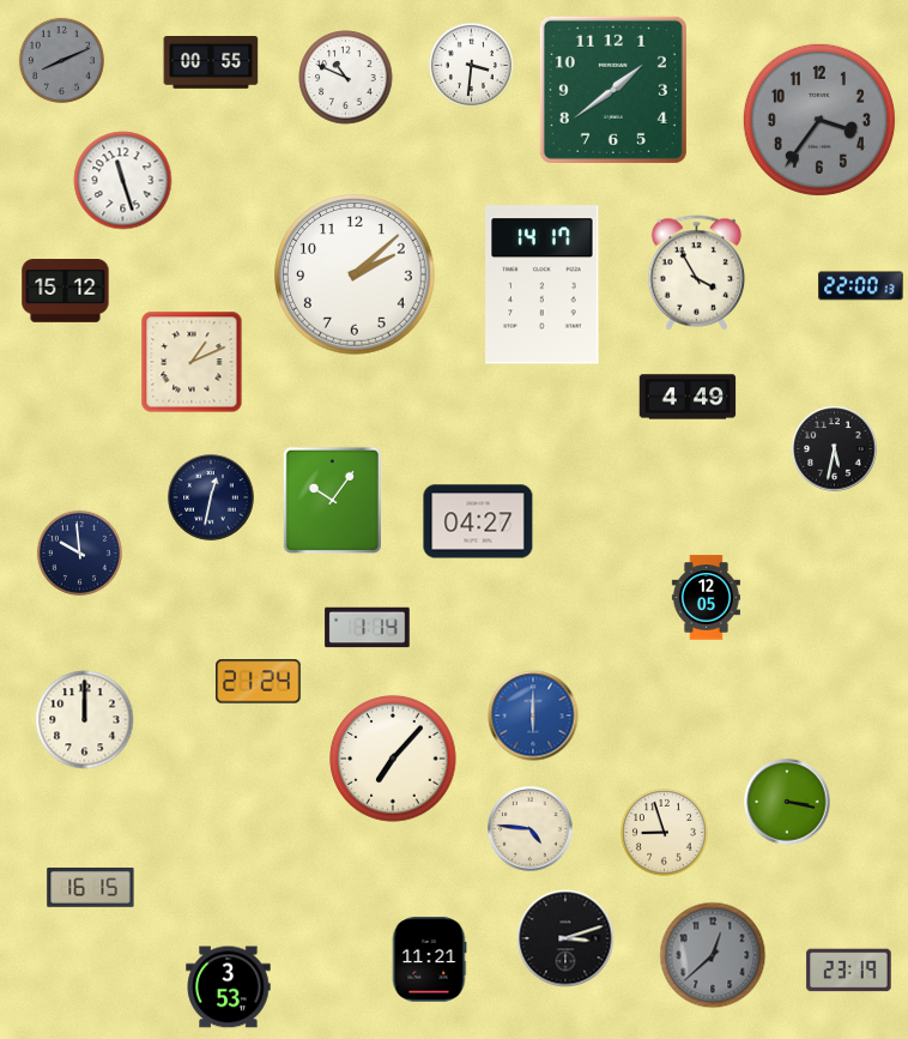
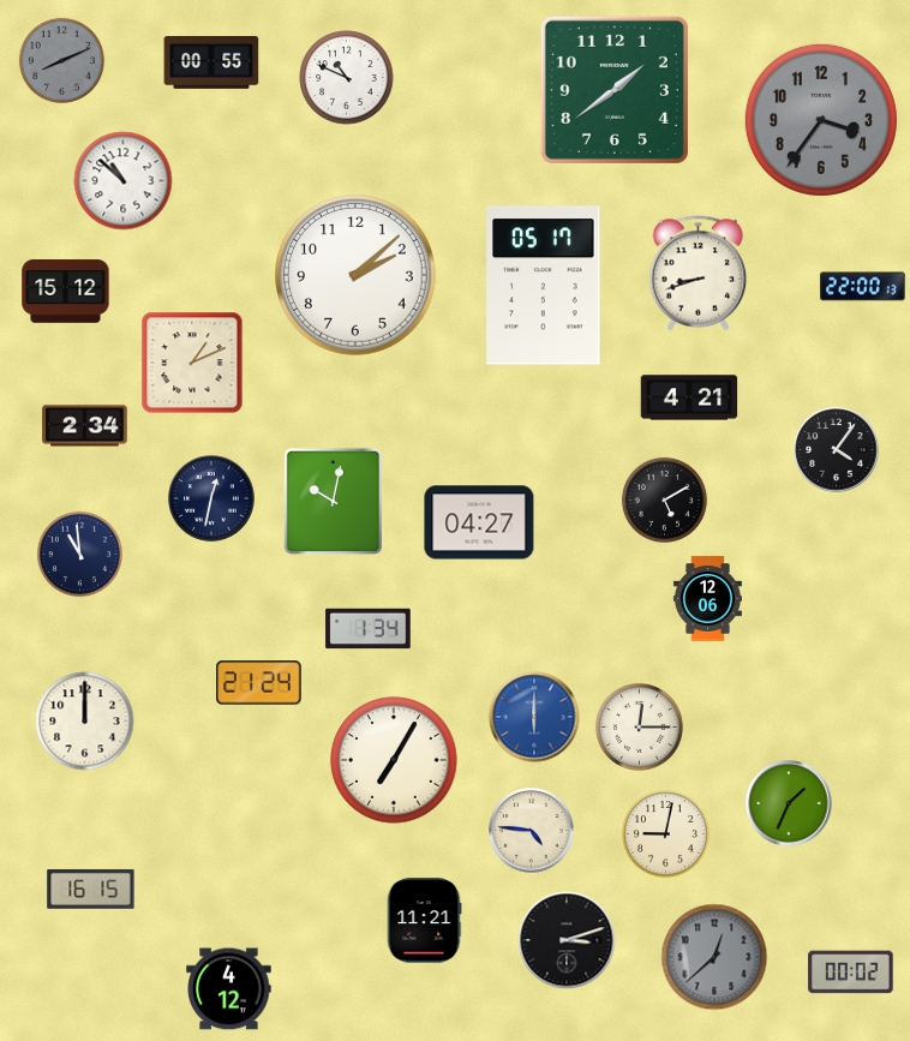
clock at (471, 65): 3:31 -> none
clock at (123, 181): 11:27 -> 10:52
clock at (697, 273): 3:55 -> 8:42
clock at (543, 285): 14:17 -> 05:17
clock at (688, 397): 4:49 -> 4:21
clock at (85, 426): none -> 2:34
clock at (835, 449): 5:32 -> 4:06
clock at (664, 499): none -> 5:10
clock at (332, 500): 10:06 -> 10:02
clock at (79, 552): 9:59 -> 10:59
clock at (706, 598): 12:05 -> 12:06
clock at (368, 628): 1:14 -> 1:34
clock at (639, 726): none -> 12:15
clock at (393, 759): 7:07 -> 7:05
clock at (787, 802): 3:17 -> 1:34
clock at (664, 832): 8:57 -> 9:02
clock at (429, 960) position: (429, 960) -> (424, 921)
clock at (849, 971): 23:19 -> 00:02
clock at (229, 987): 3:53 -> 4:12
